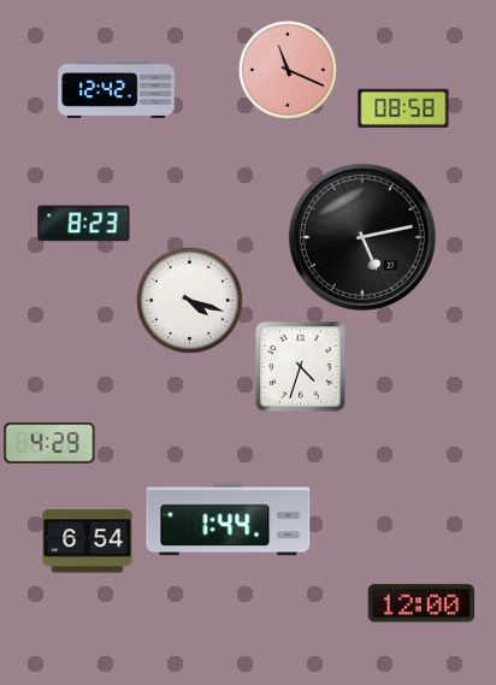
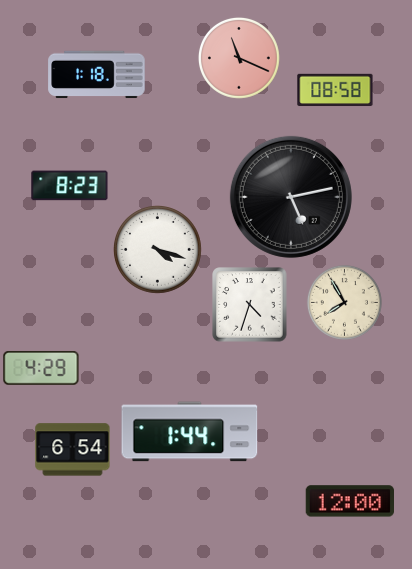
clock at (117, 90): 12:42 -> 1:18
clock at (362, 237) position: (362, 237) -> (291, 197)
clock at (344, 302): none -> 7:55
